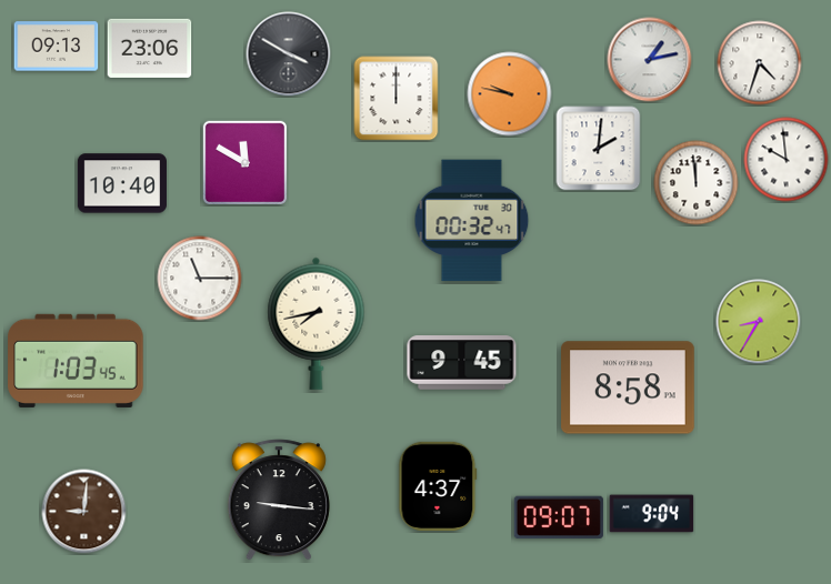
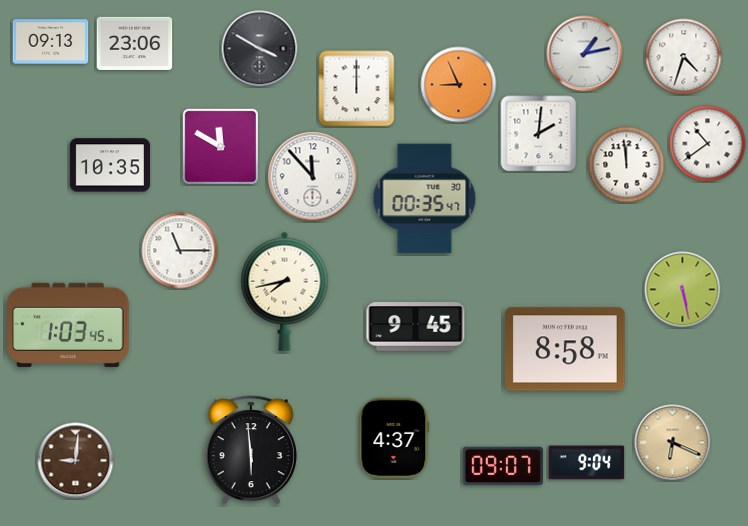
clock at (510, 94): 9:47 -> 8:56
clock at (787, 160): 9:59 -> 10:39
clock at (121, 183): 10:40 -> 10:35
clock at (313, 177): none -> 11:53
clock at (472, 221): 00:32 -> 00:35
clock at (759, 322): 8:35 -> 5:28
clock at (673, 443): none -> 6:19
clock at (279, 500): 9:16 -> 5:59
